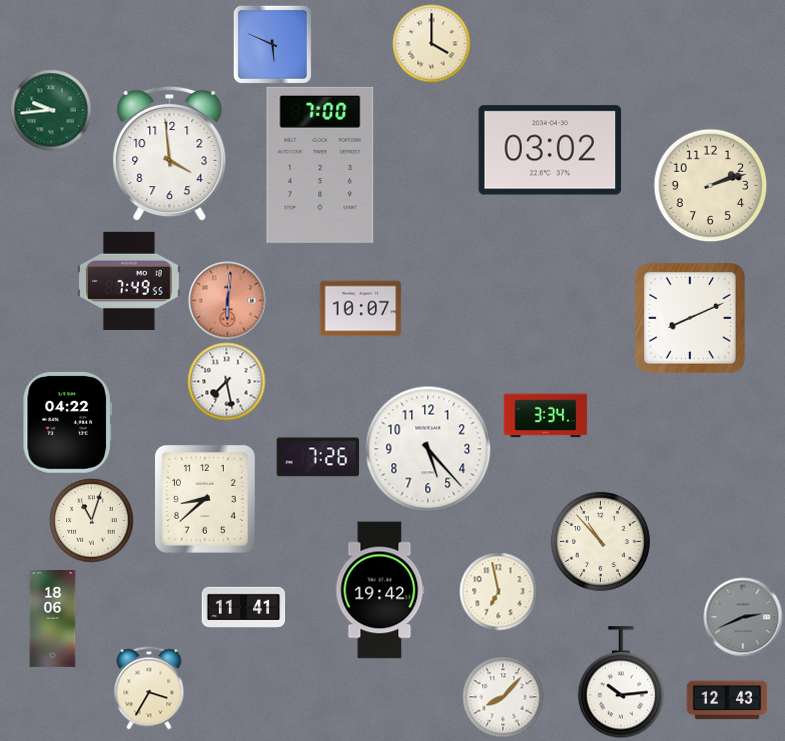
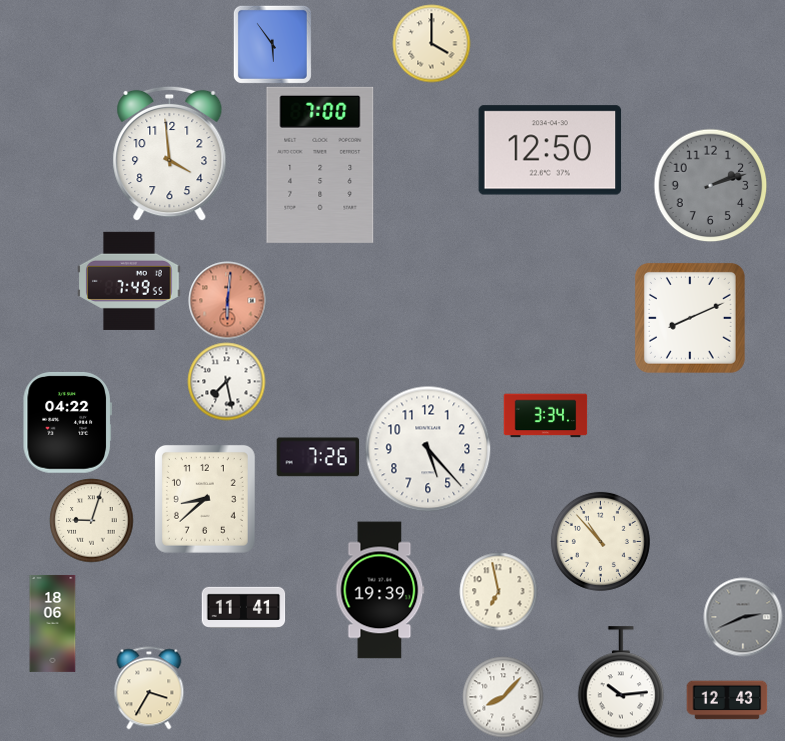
clock at (272, 44): 5:49 -> 5:54
clock at (51, 110): 9:44 -> none
clock at (550, 150): 03:02 -> 12:50
clock at (710, 185) dial: cream -> grey
clock at (360, 309): 10:07 -> none
clock at (91, 520): 11:03 -> 9:03
clock at (380, 590): 19:42 -> 19:39
clock at (53, 618) position: (53, 618) -> (53, 623)
